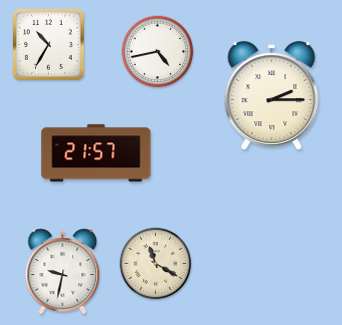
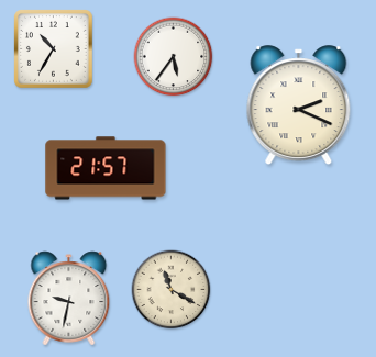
clock at (158, 52): 4:43 -> 5:36
clock at (272, 96): 2:15 -> 2:19
